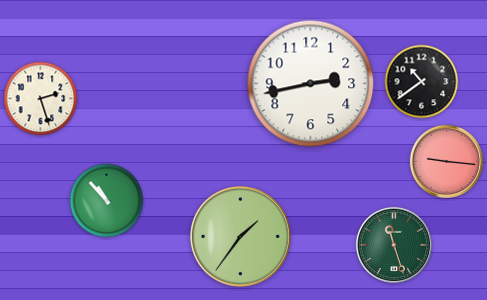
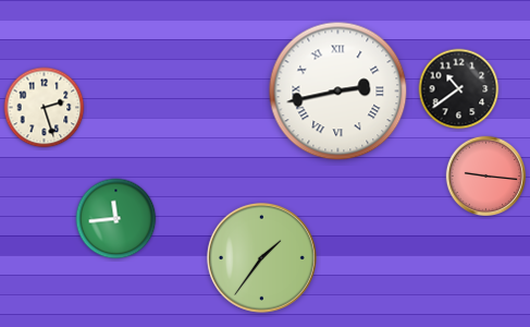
clock at (311, 84) numerals: Arabic -> Roman
clock at (107, 201): 10:53 -> 11:44
clock at (394, 245): 11:27 -> none
